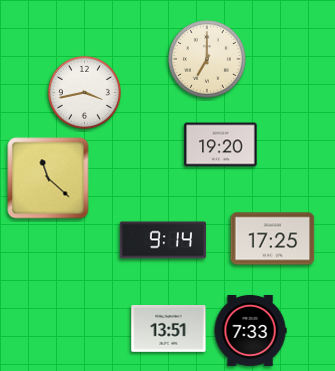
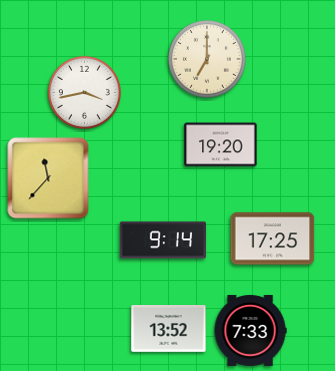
clock at (48, 178): 11:22 -> 11:37
clock at (169, 329): 13:51 -> 13:52
